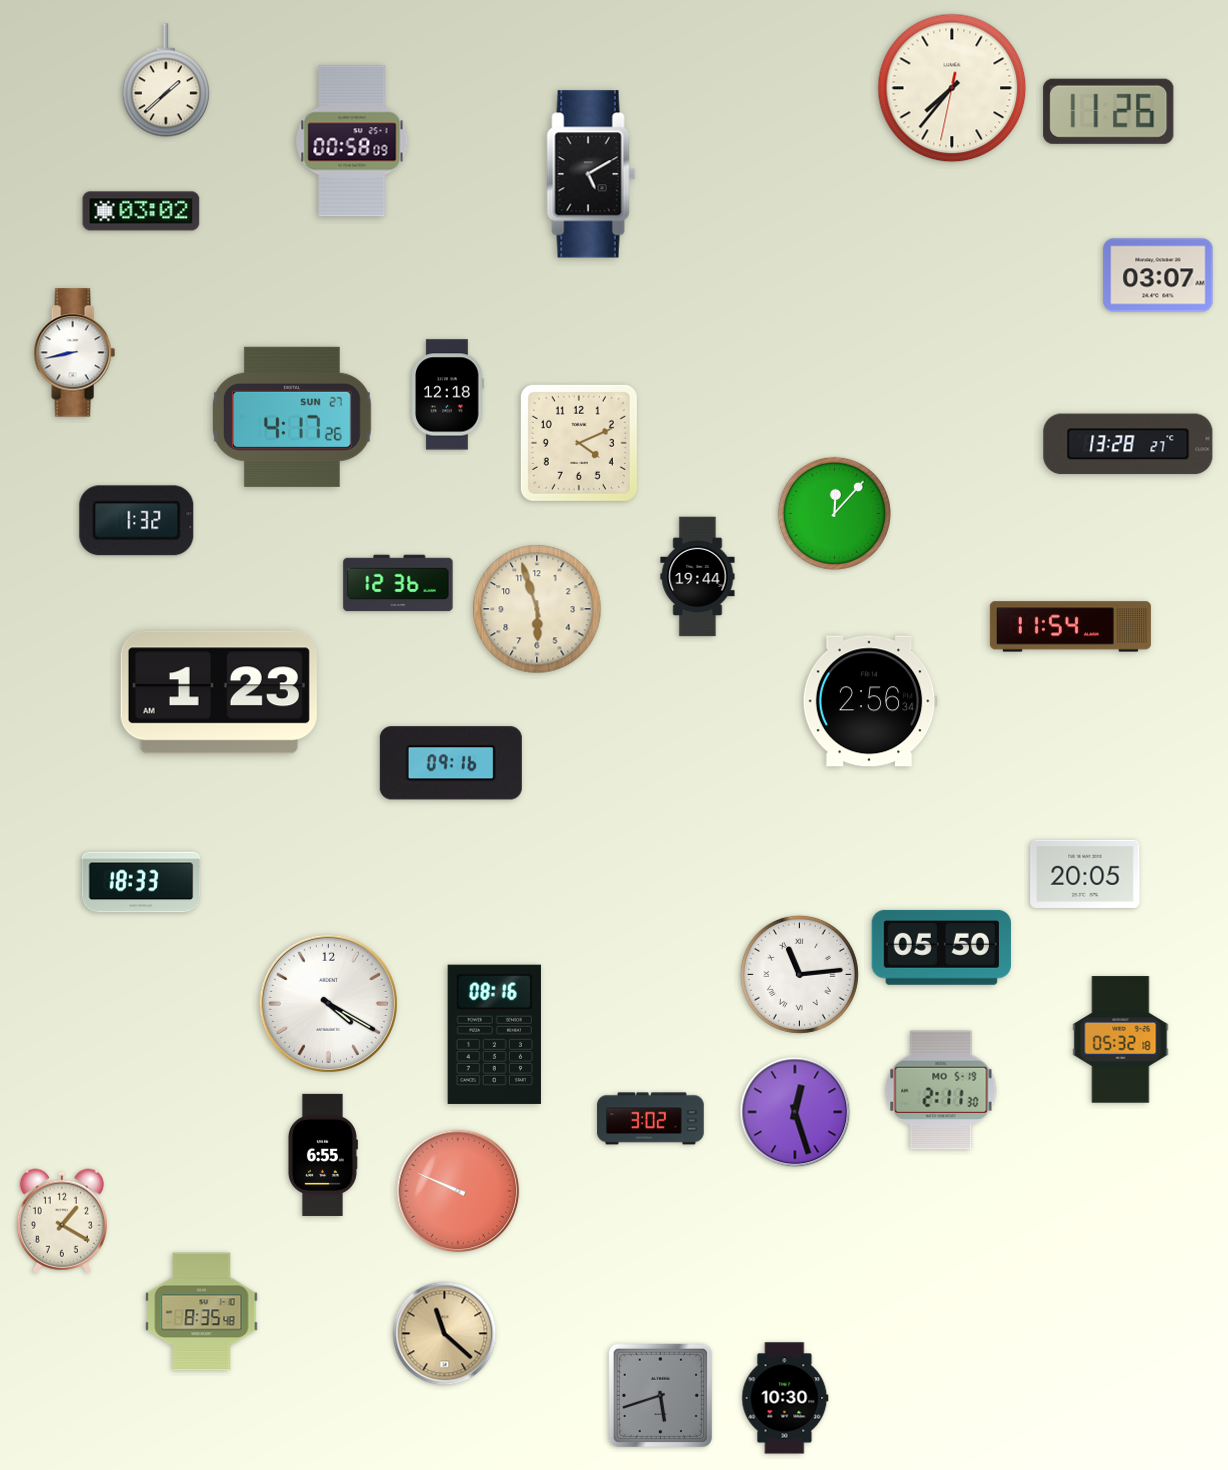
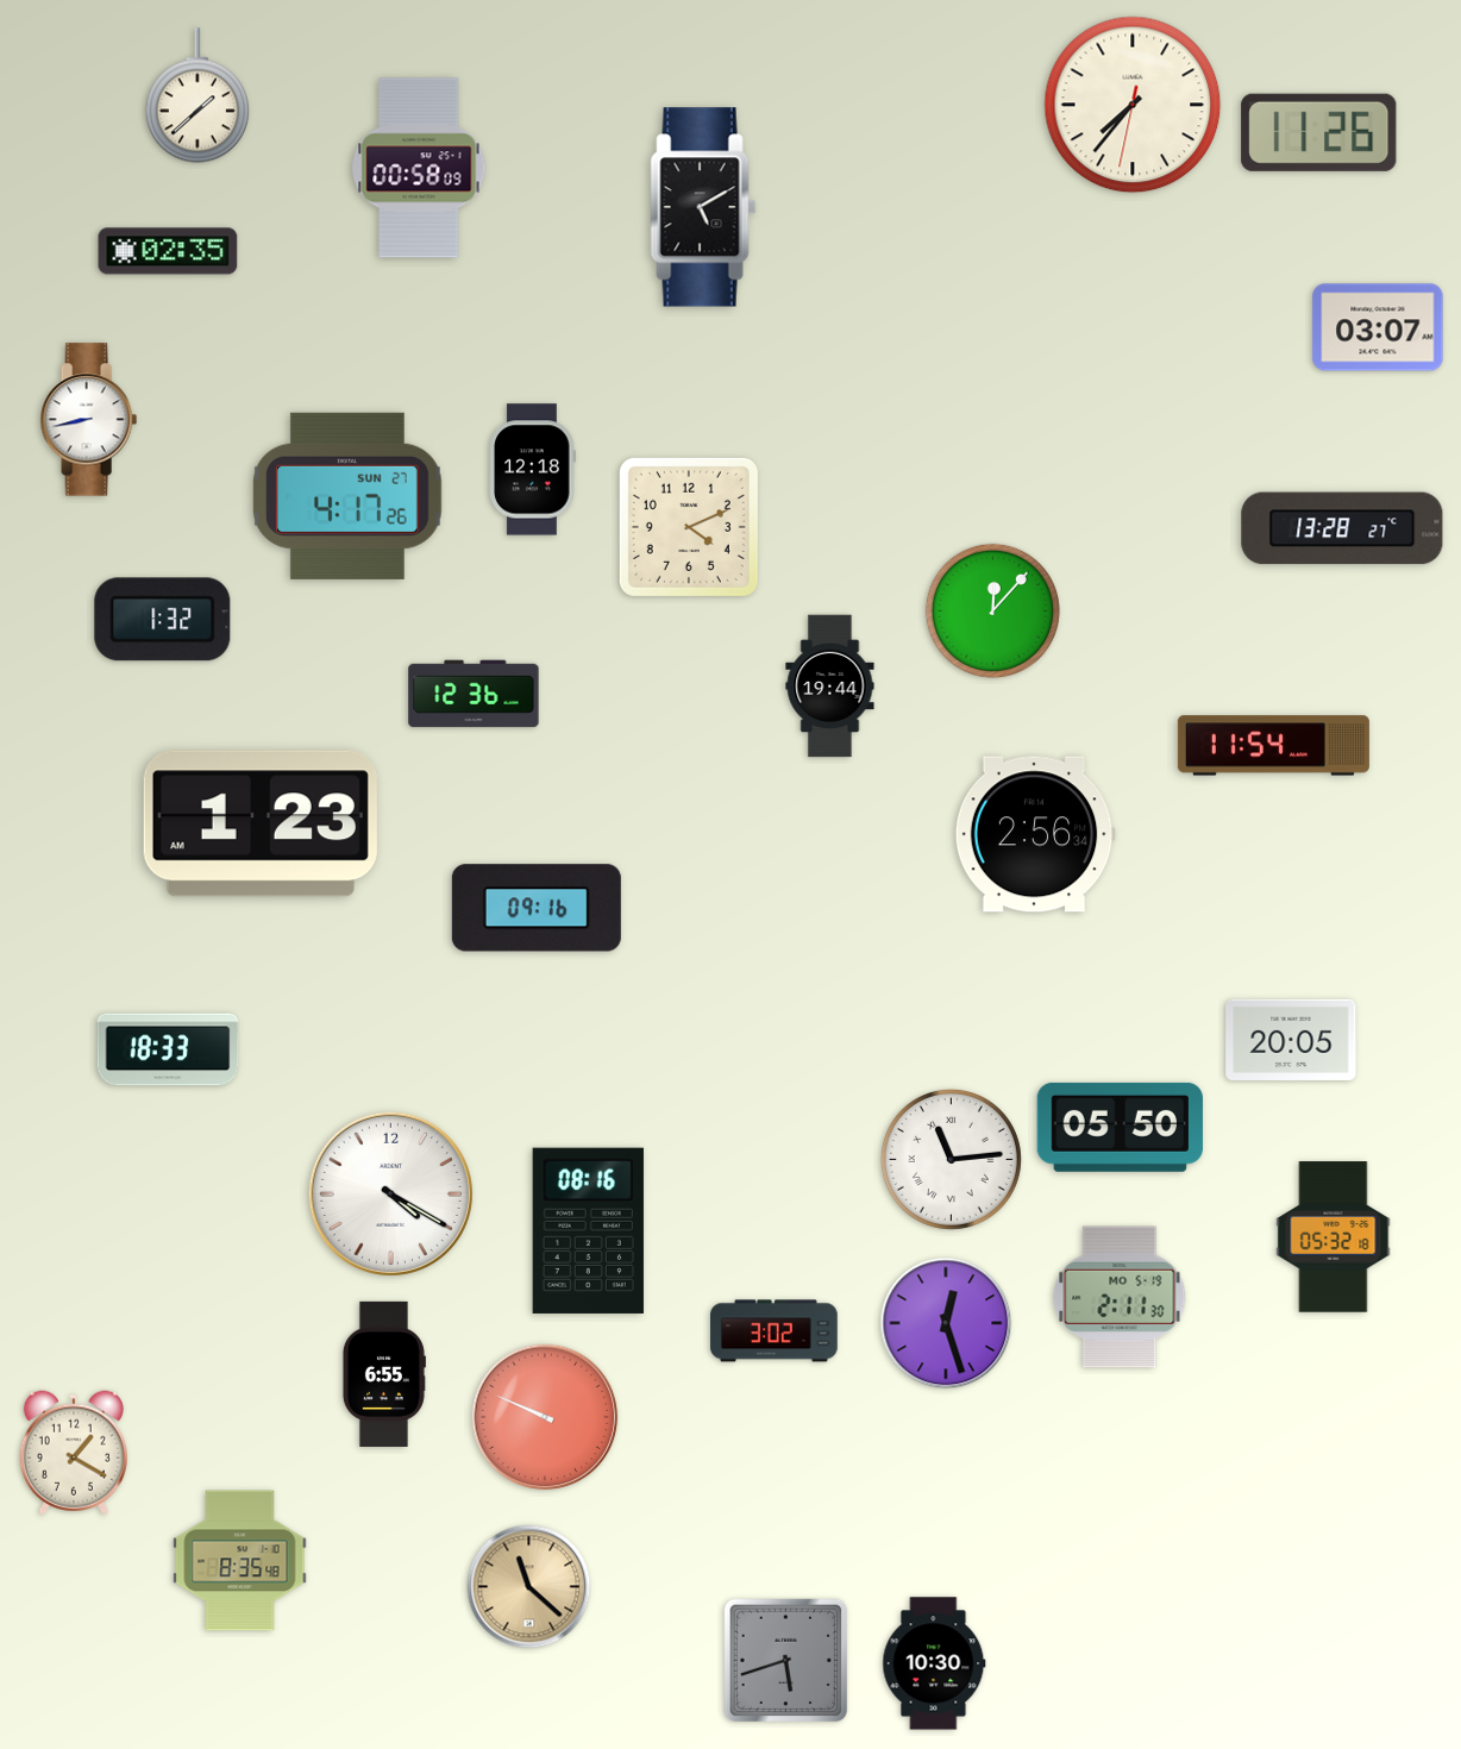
clock at (141, 211): 03:02 -> 02:35
clock at (537, 609): 5:57 -> none
